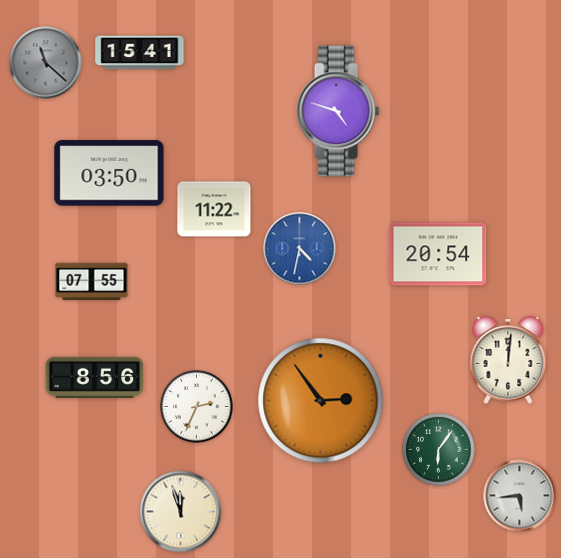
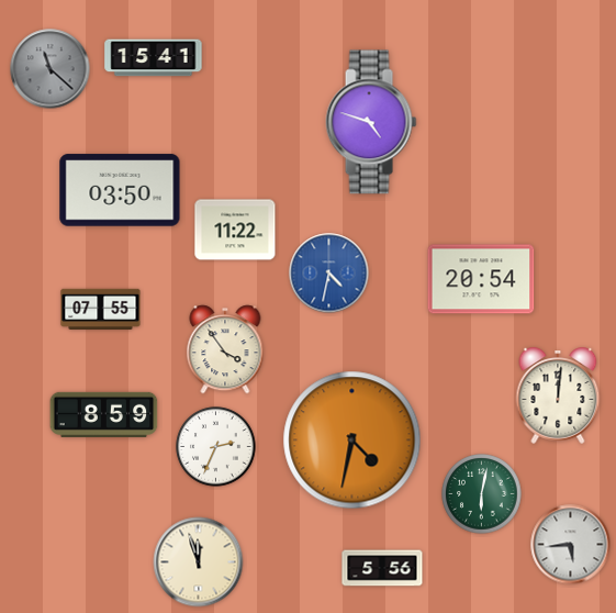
clock at (225, 349): none -> 3:54
clock at (95, 377): 8:56 -> 8:59
clock at (321, 401): 2:54 -> 4:32
clock at (439, 450): 6:06 -> 6:02
clock at (382, 568): none -> 5:56
